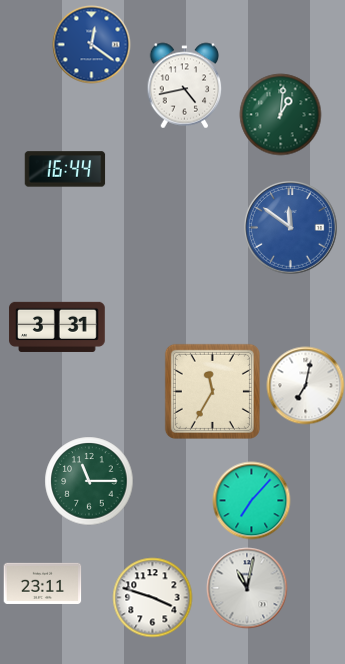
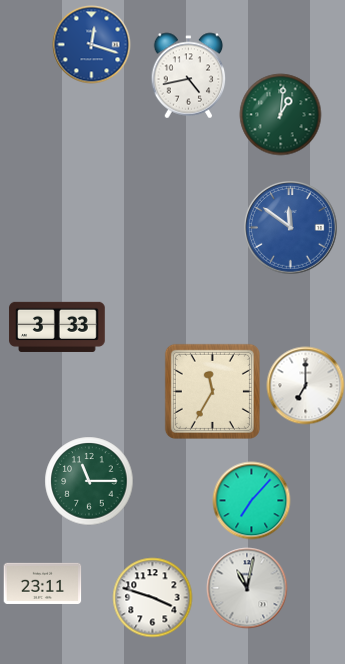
clock at (91, 44): 12:21 -> 12:18
clock at (185, 85) position: (185, 85) -> (189, 75)
clock at (65, 169): 16:44 -> none
clock at (57, 327): 3:31 -> 3:33
clock at (305, 385): 7:02 -> 7:00
